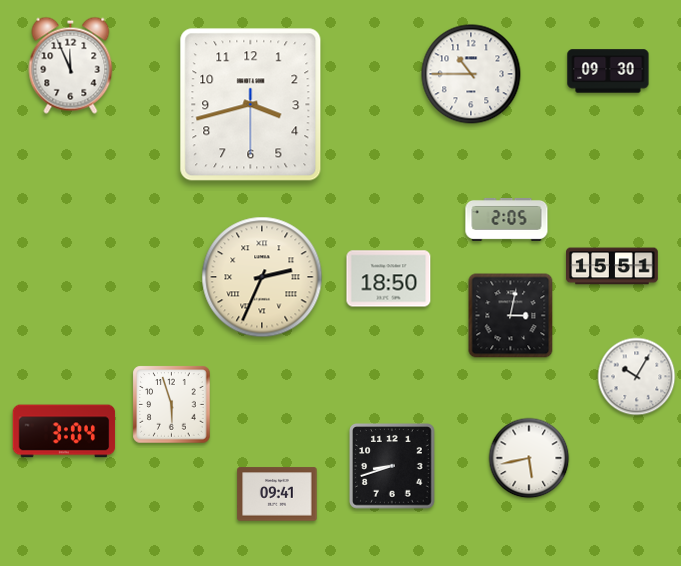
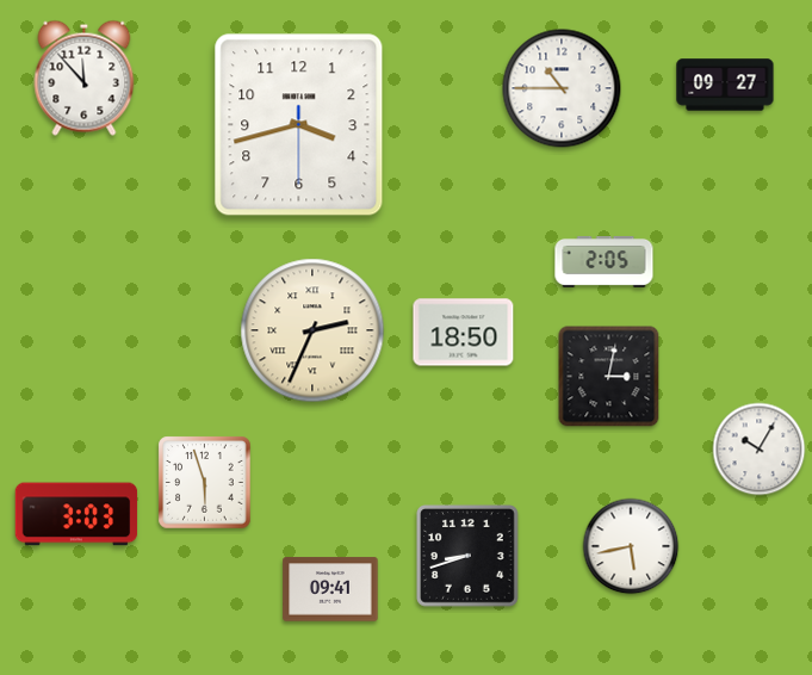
clock at (71, 65): 11:56 -> 11:53
clock at (608, 71): 09:30 -> 09:27
clock at (613, 266): 15:51 -> none
clock at (64, 431): 3:04 -> 3:03
